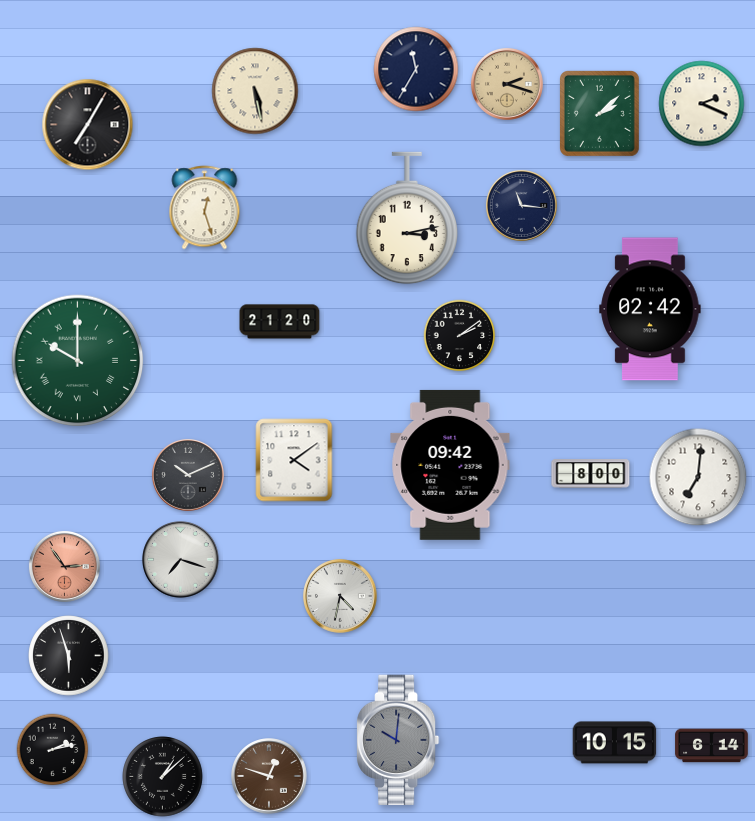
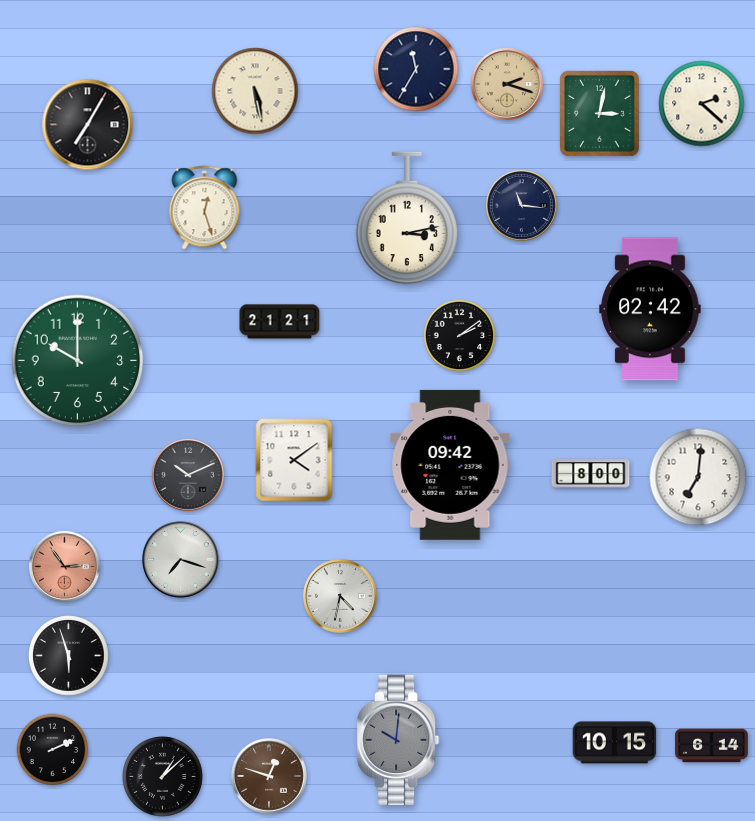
clock at (702, 104): 2:19 -> 2:22
clock at (600, 114): 2:08 -> 3:02
clock at (280, 322): 21:20 -> 21:21
clock at (78, 361) numerals: Roman -> Arabic
clock at (53, 750): 2:13 -> 2:11
